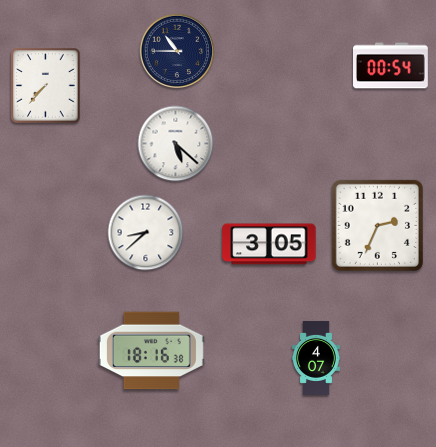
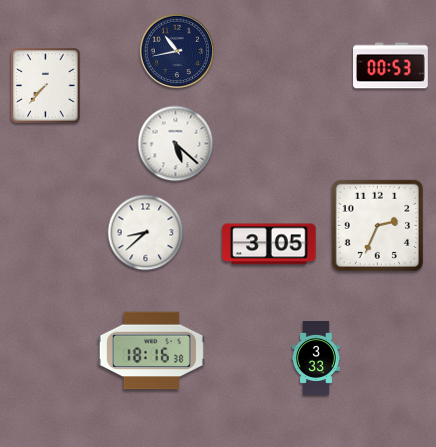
clock at (177, 51): 10:45 -> 10:43
clock at (391, 66): 00:54 -> 00:53
clock at (316, 358): 4:07 -> 3:33
